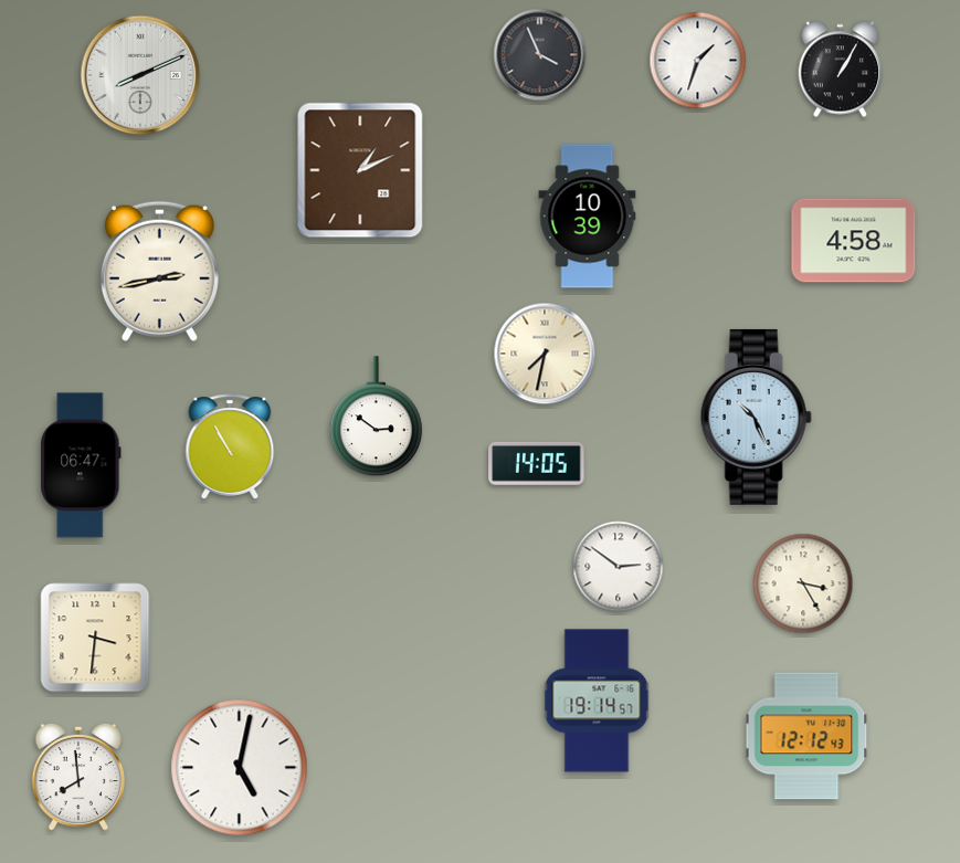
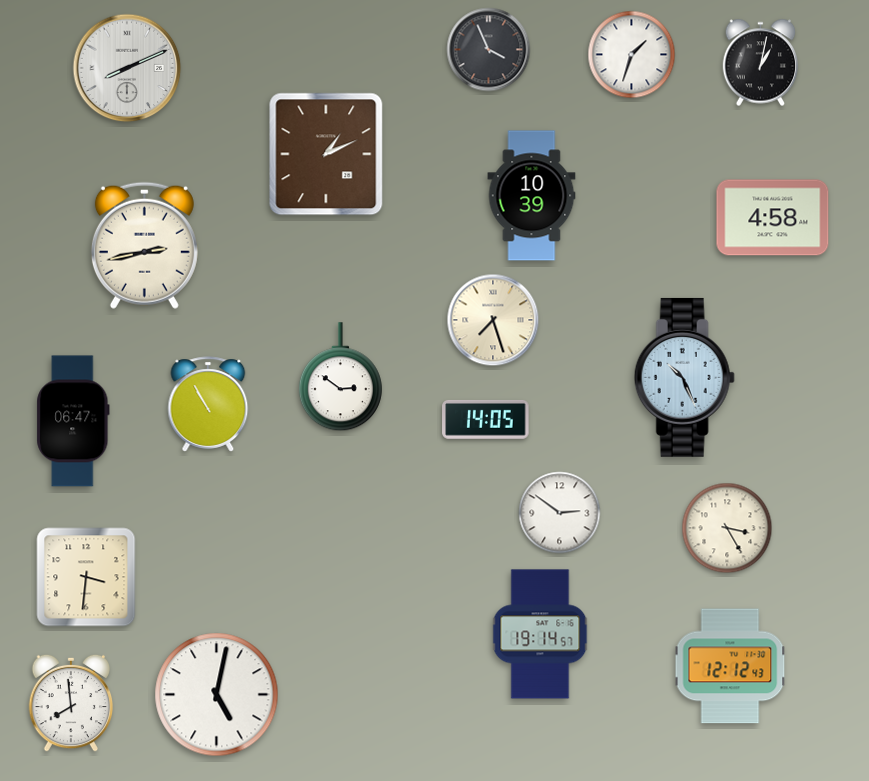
clock at (841, 70): 1:05 -> 1:02
clock at (545, 354): 7:32 -> 7:27
